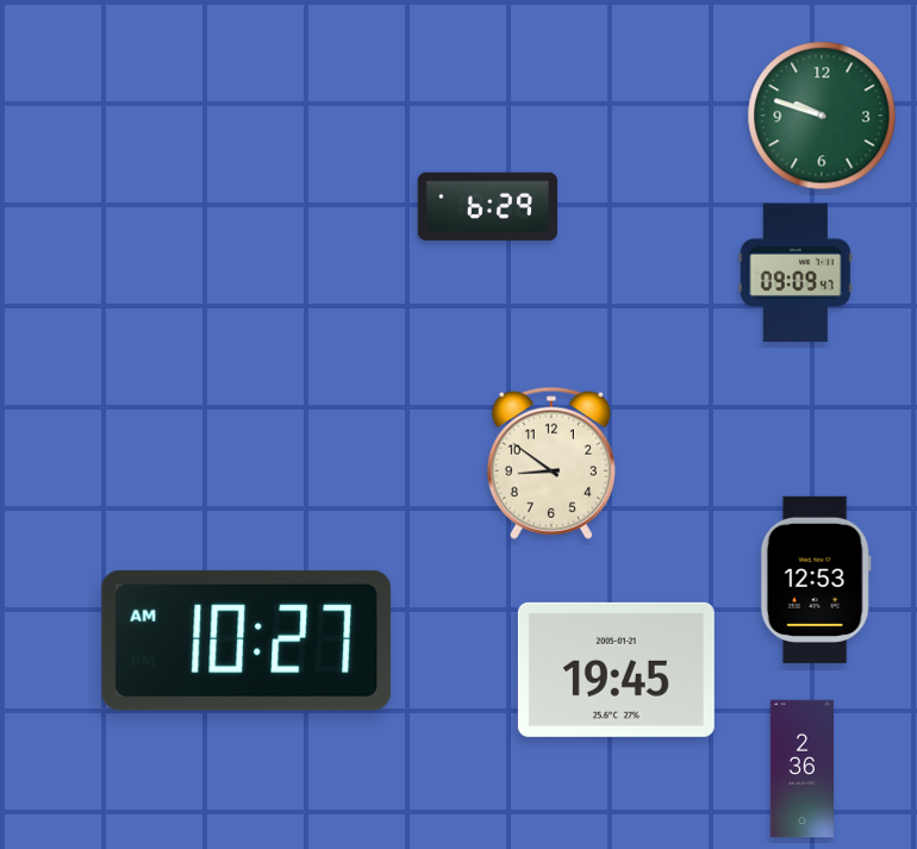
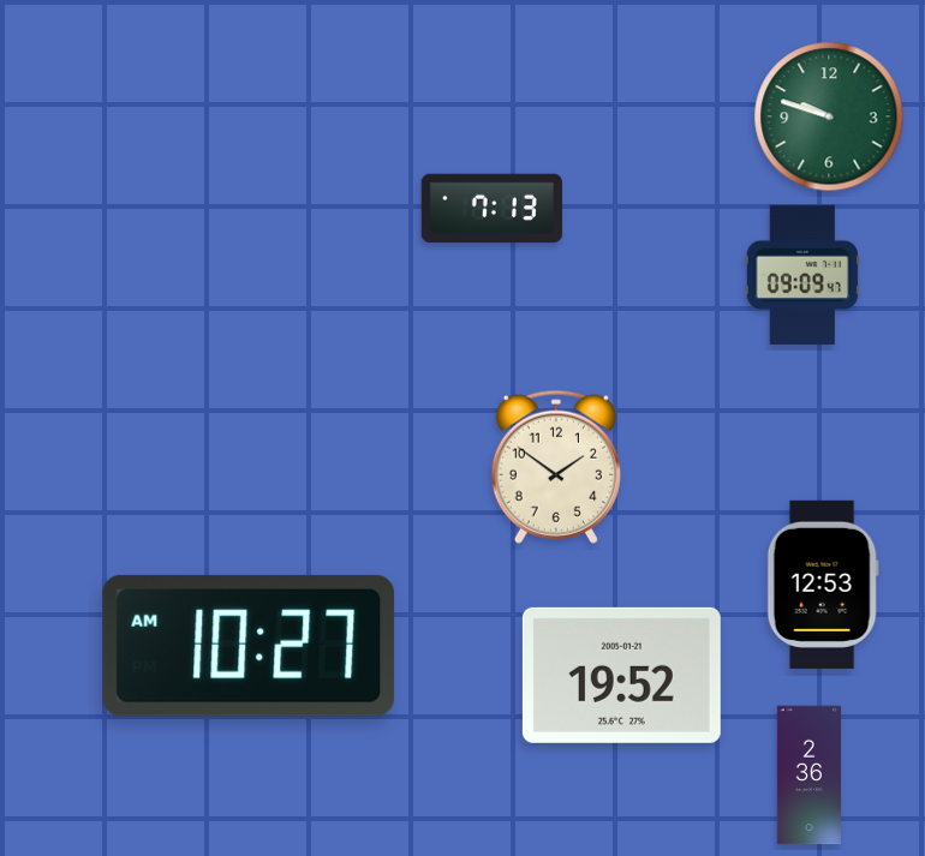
clock at (487, 207): 6:29 -> 7:13
clock at (551, 463): 8:51 -> 1:51
clock at (616, 669): 19:45 -> 19:52
